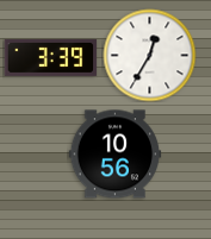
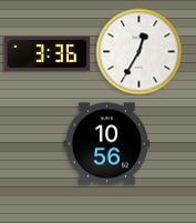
clock at (50, 57): 3:39 -> 3:36
